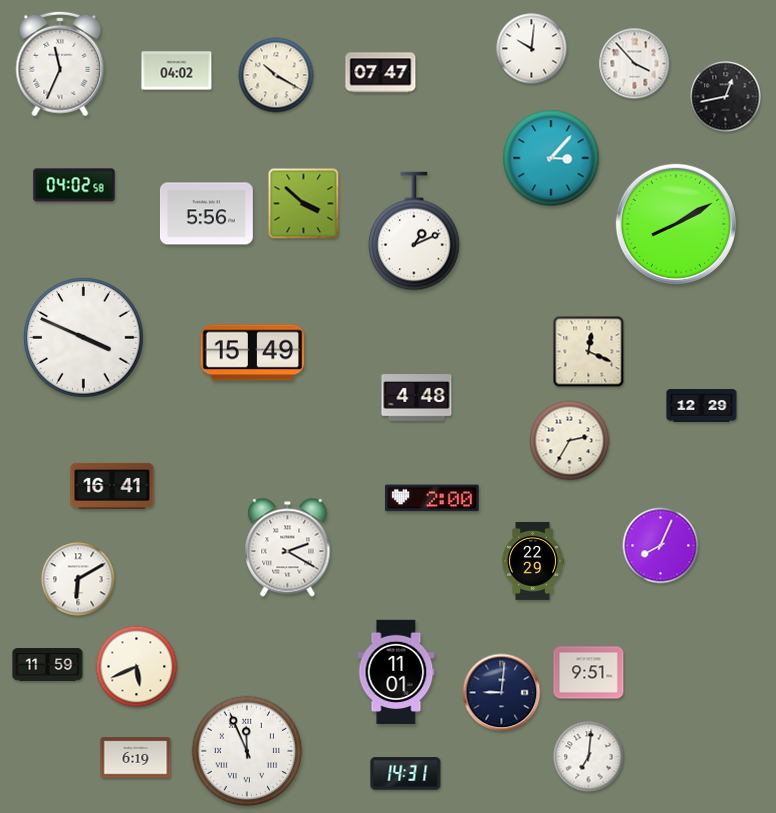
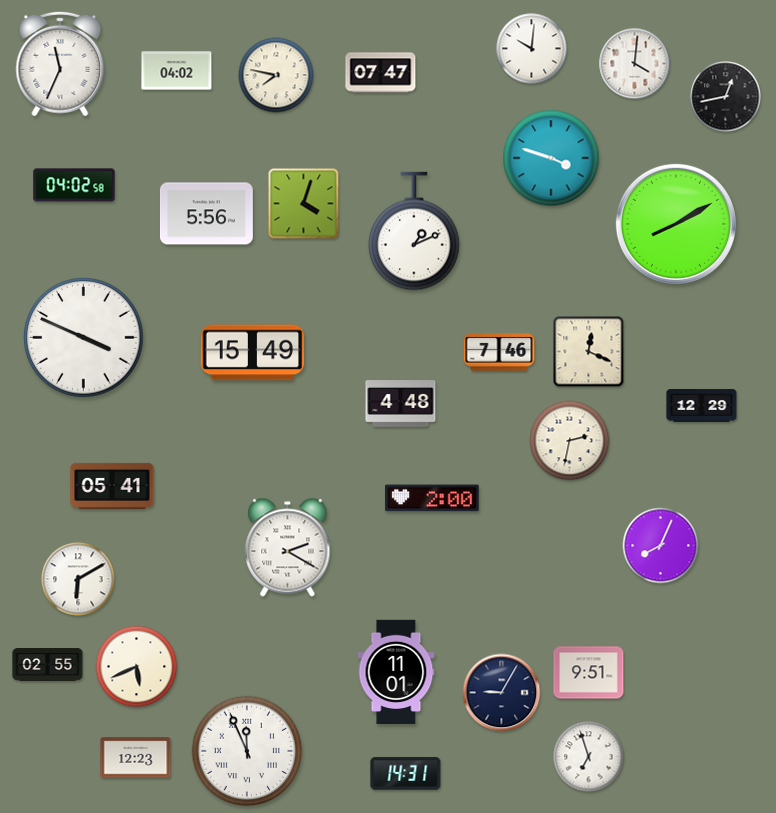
clock at (635, 64): 3:53 -> 4:01
clock at (276, 75): 10:20 -> 7:47
clock at (551, 158): 3:07 -> 3:48
clock at (304, 204): 3:52 -> 4:03
clock at (499, 352): none -> 7:46
clock at (417, 398) position: (417, 398) -> (401, 404)
clock at (570, 441): 2:35 -> 2:32
clock at (112, 486): 16:41 -> 05:41
clock at (532, 561): 22:29 -> none
clock at (48, 665): 11:59 -> 02:55
clock at (502, 693): 9:01 -> 9:05
clock at (589, 757): 7:01 -> 6:57
clock at (136, 758): 6:19 -> 12:23
